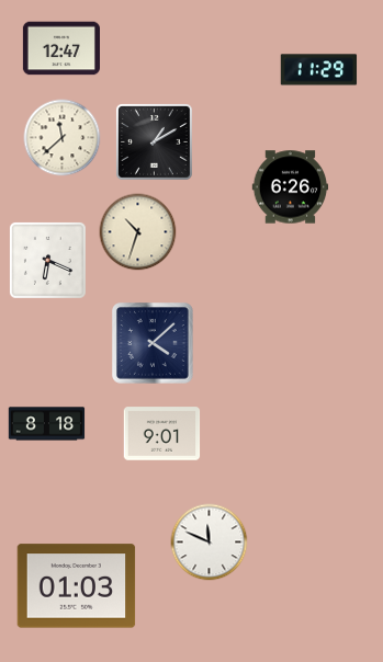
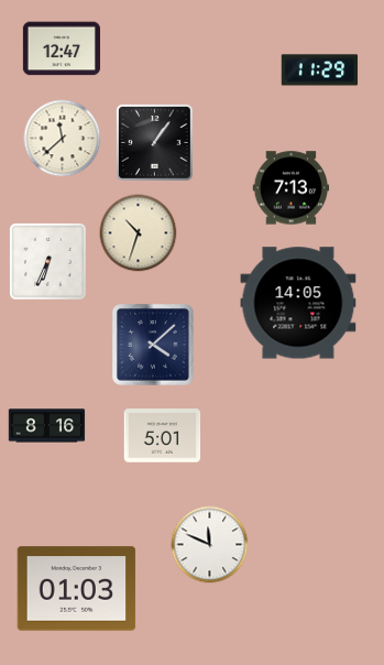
clock at (154, 141): 1:10 -> 1:06
clock at (291, 187): 6:26 -> 7:13
clock at (47, 260): 6:19 -> 6:34
clock at (298, 303): none -> 14:05
clock at (47, 424): 8:18 -> 8:16
clock at (162, 434): 9:01 -> 5:01
